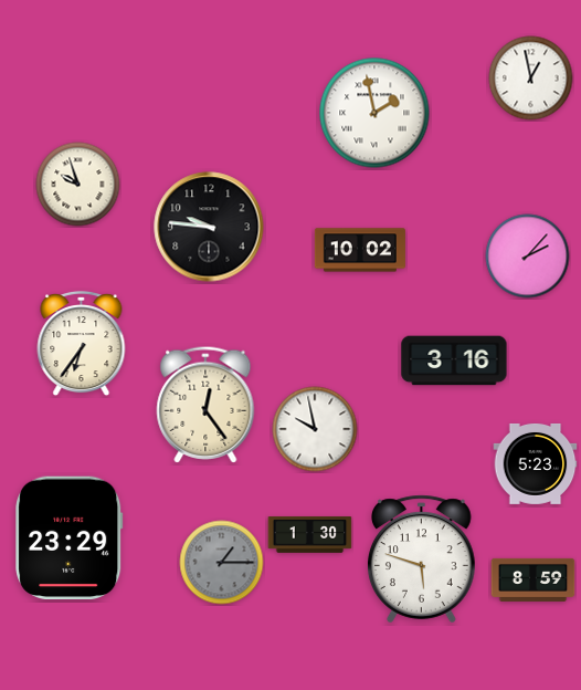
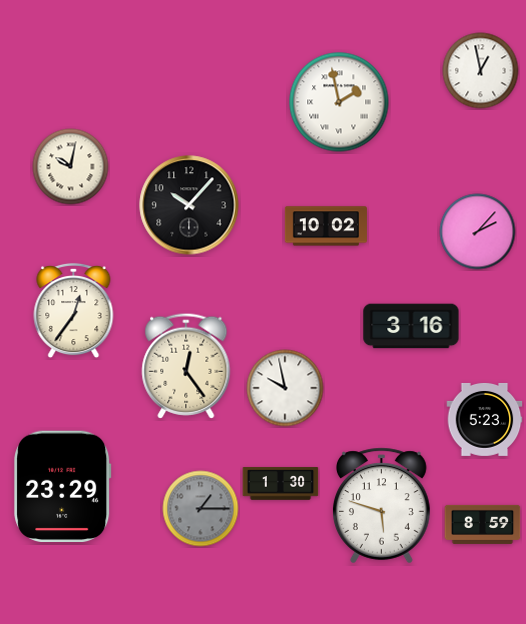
clock at (78, 185): 9:57 -> 10:02
clock at (209, 227): 9:46 -> 10:07
clock at (82, 344): 6:36 -> 12:36
